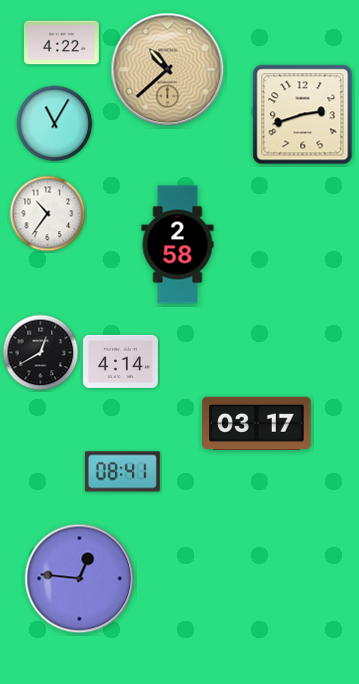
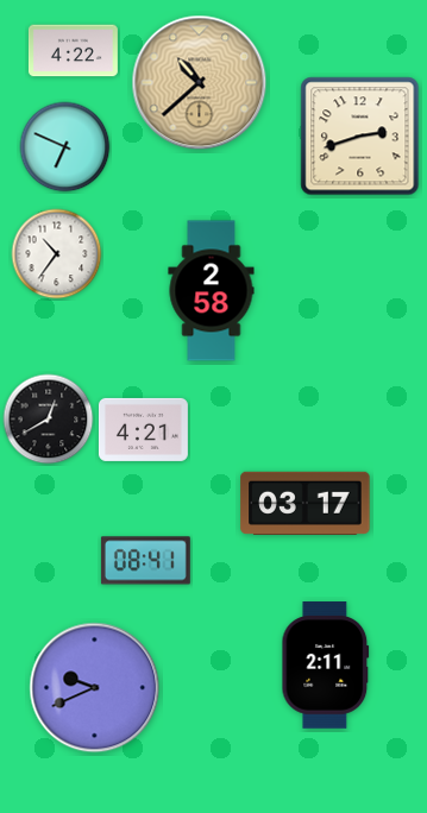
clock at (55, 124): 11:05 -> 6:49
clock at (120, 361): 4:14 -> 4:21
clock at (326, 666): none -> 2:11
clock at (80, 579): 12:46 -> 9:41
